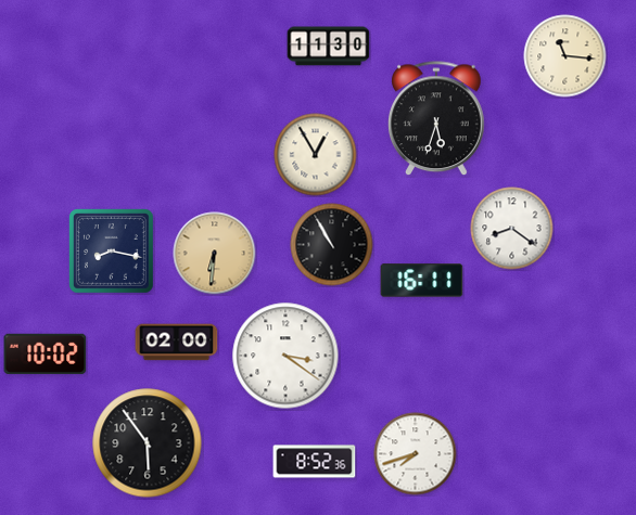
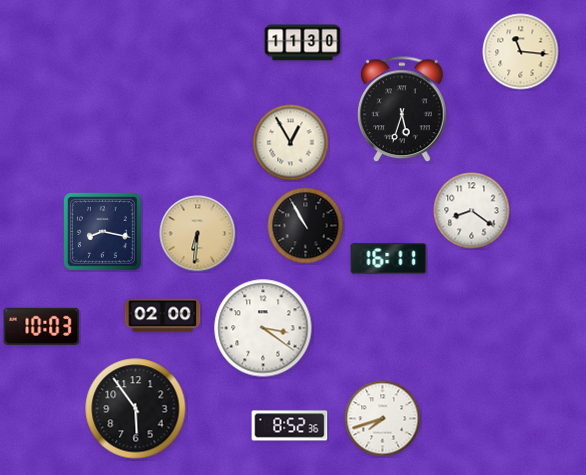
clock at (46, 353): 10:02 -> 10:03
